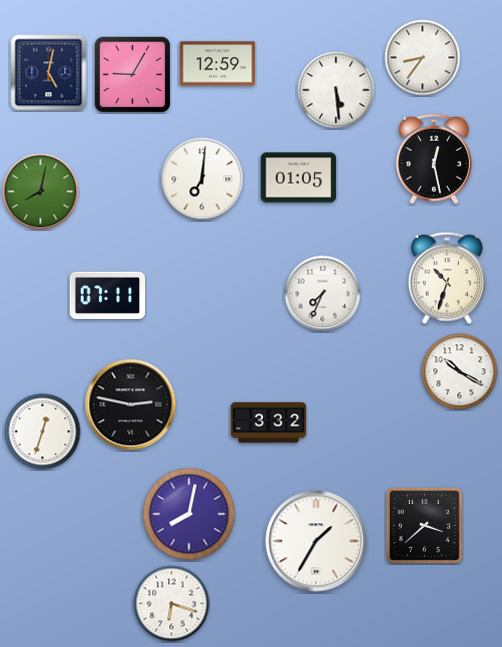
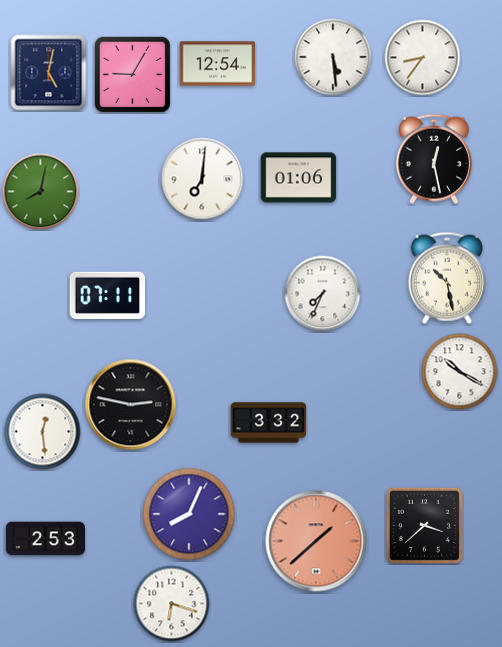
clock at (218, 64): 12:59 -> 12:54
clock at (336, 90) position: (336, 90) -> (333, 57)
clock at (299, 178): 01:05 -> 01:06
clock at (446, 278): 10:33 -> 10:28
clock at (43, 432): 12:33 -> 12:29
clock at (189, 514): 8:02 -> 8:04
clock at (45, 539): none -> 2:53
clock at (316, 541): 1:35 -> 1:38
clock at (316, 541) dial: white -> salmon
